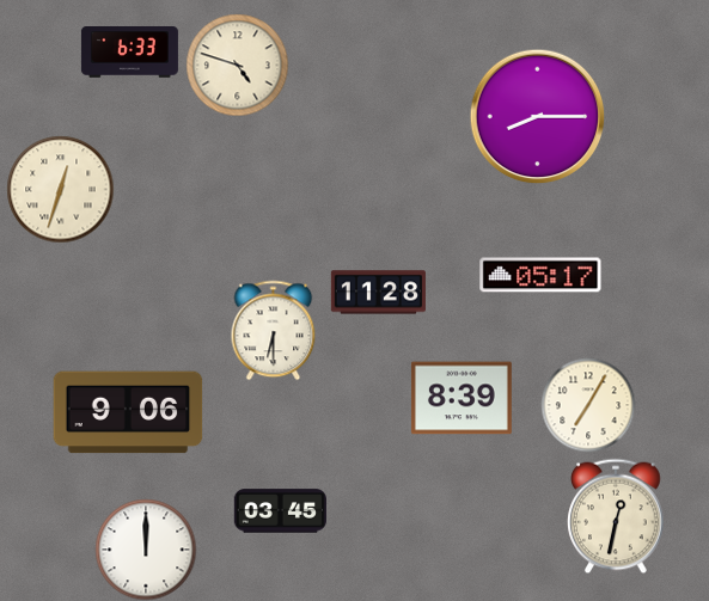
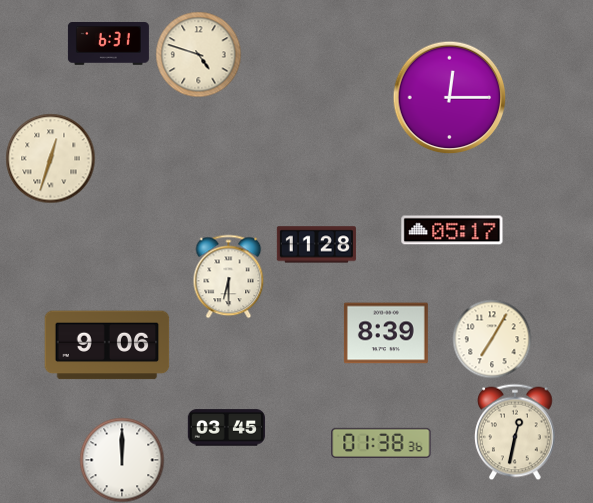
clock at (129, 53): 6:33 -> 6:31
clock at (537, 116): 8:15 -> 12:15
clock at (280, 511) position: (280, 511) -> (226, 428)
clock at (381, 443): none -> 01:38
